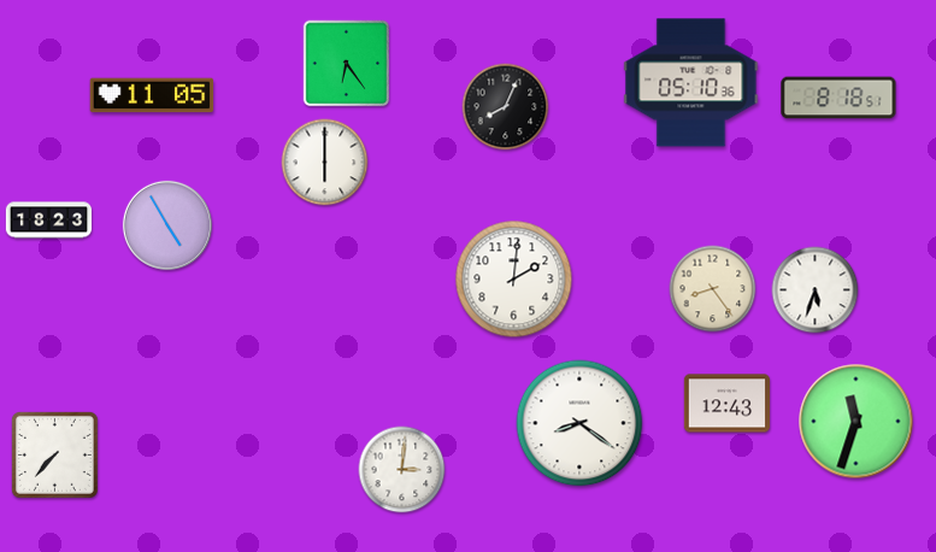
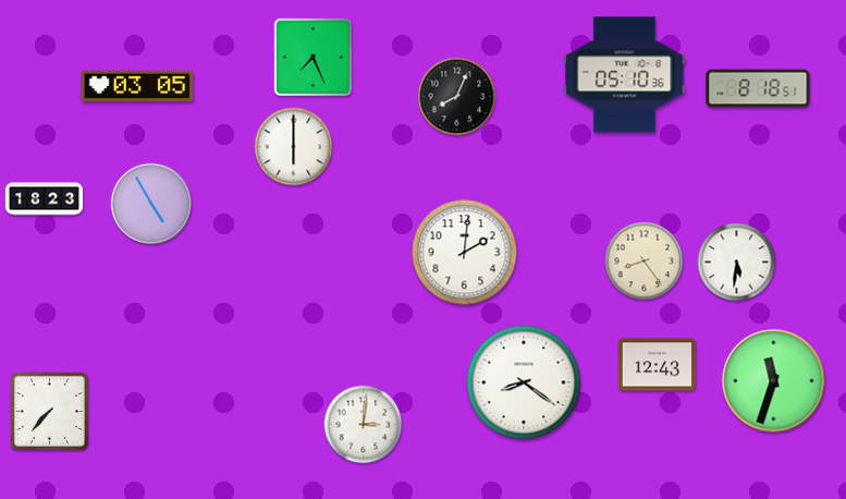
clock at (347, 64): 6:24 -> 7:26
clock at (152, 95): 11:05 -> 03:05
clock at (816, 290): 5:33 -> 5:31
